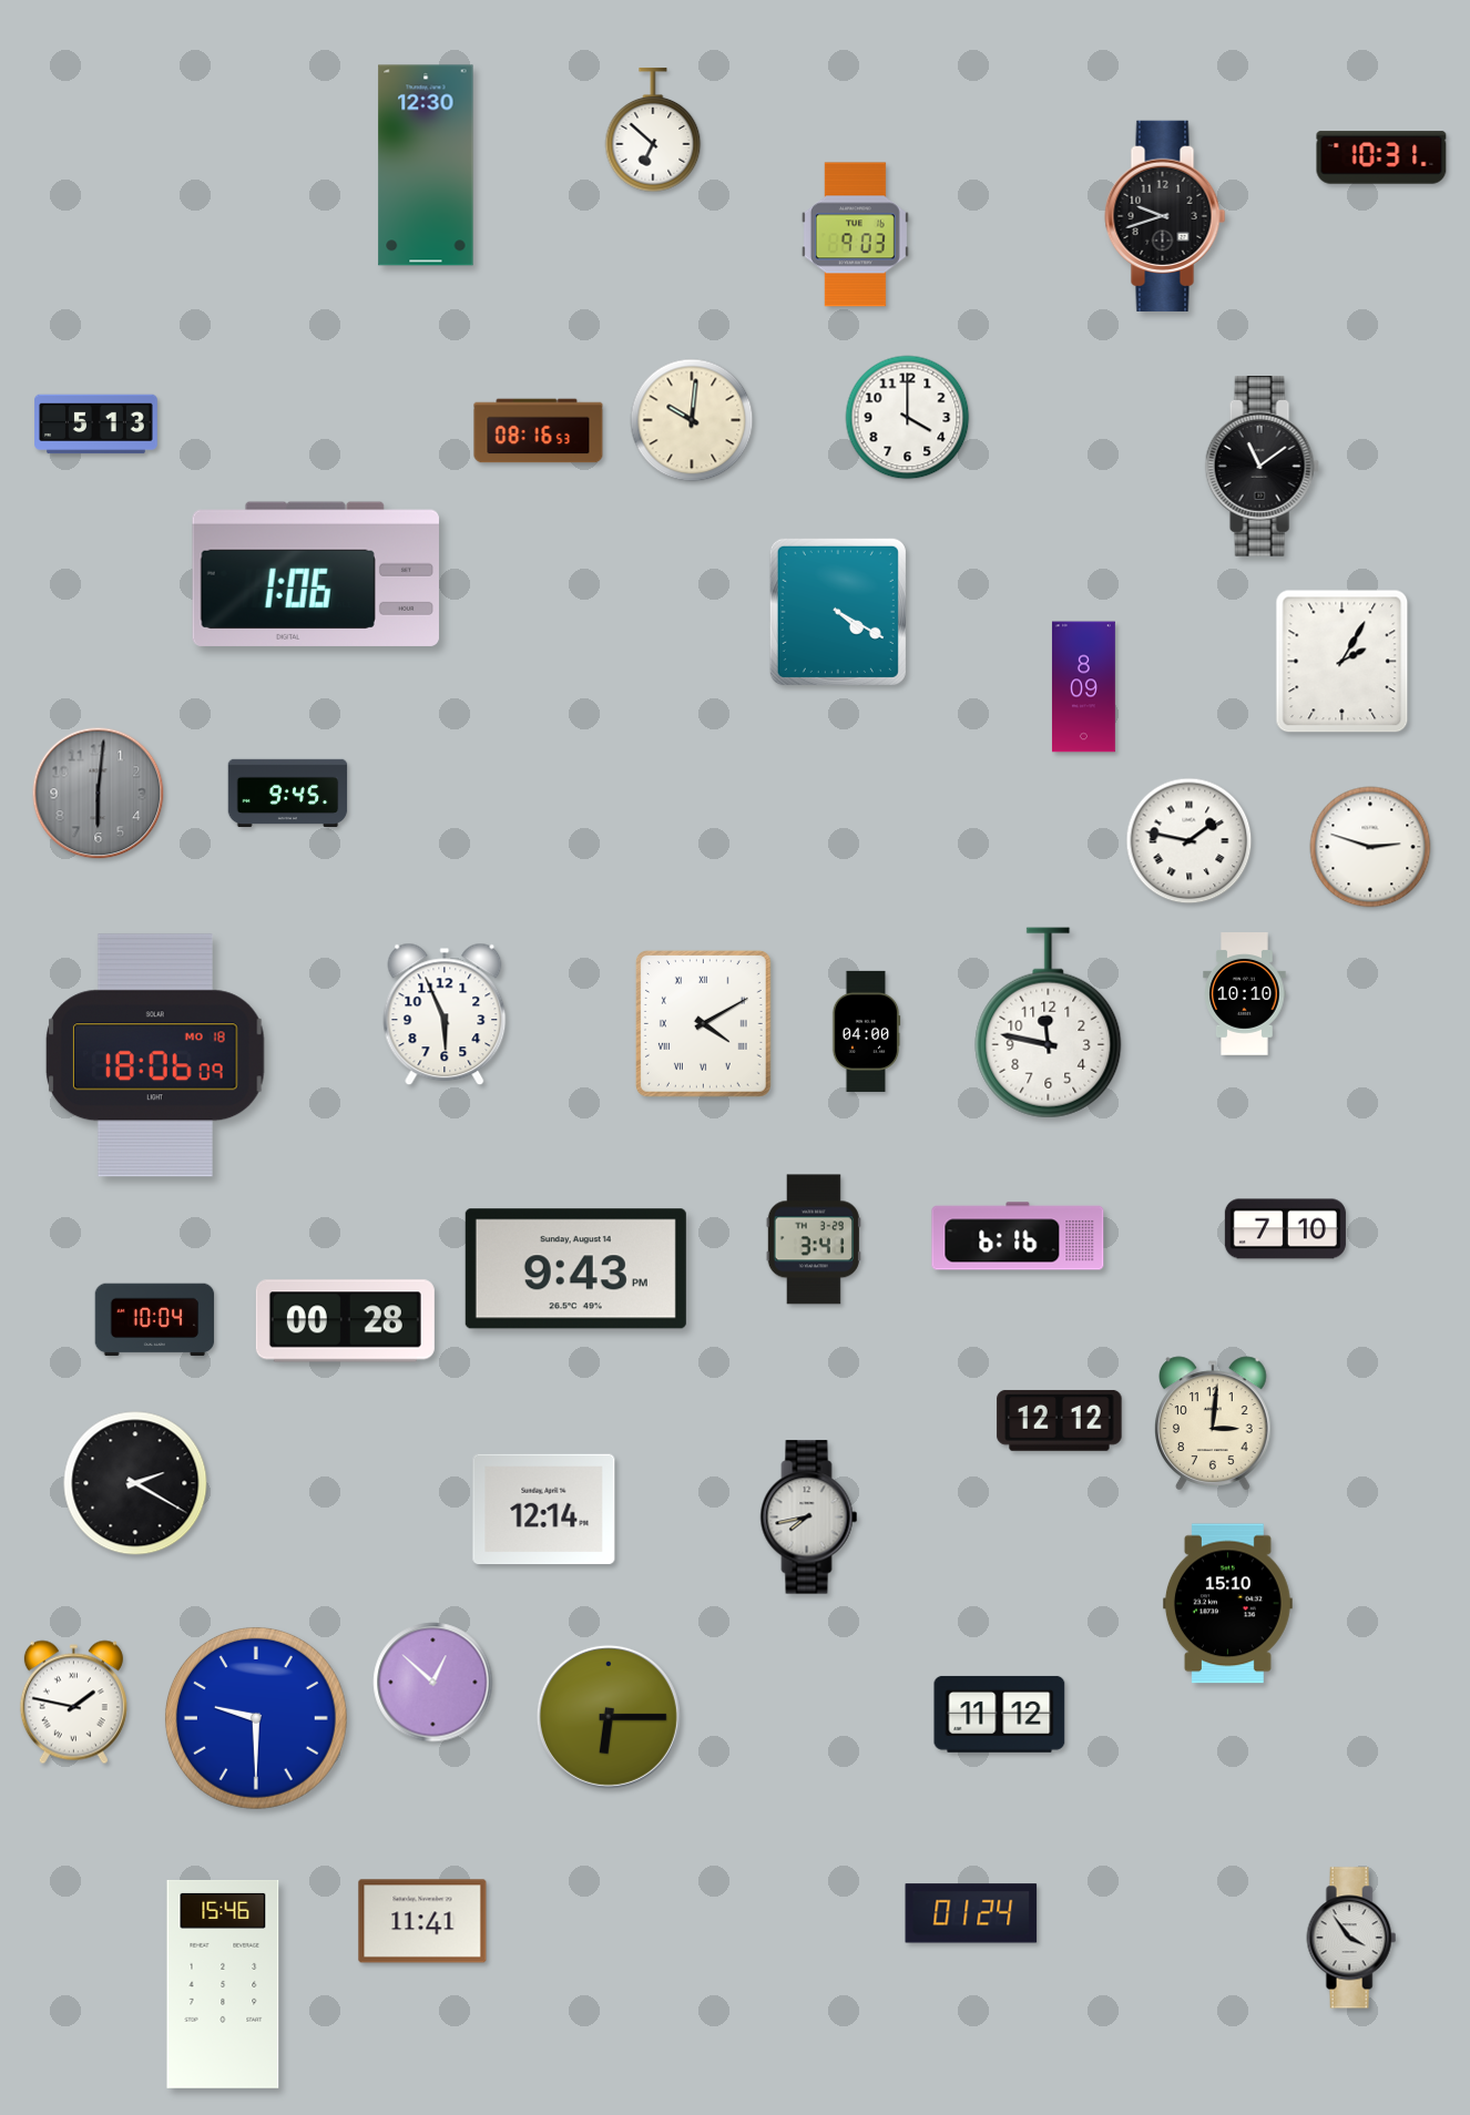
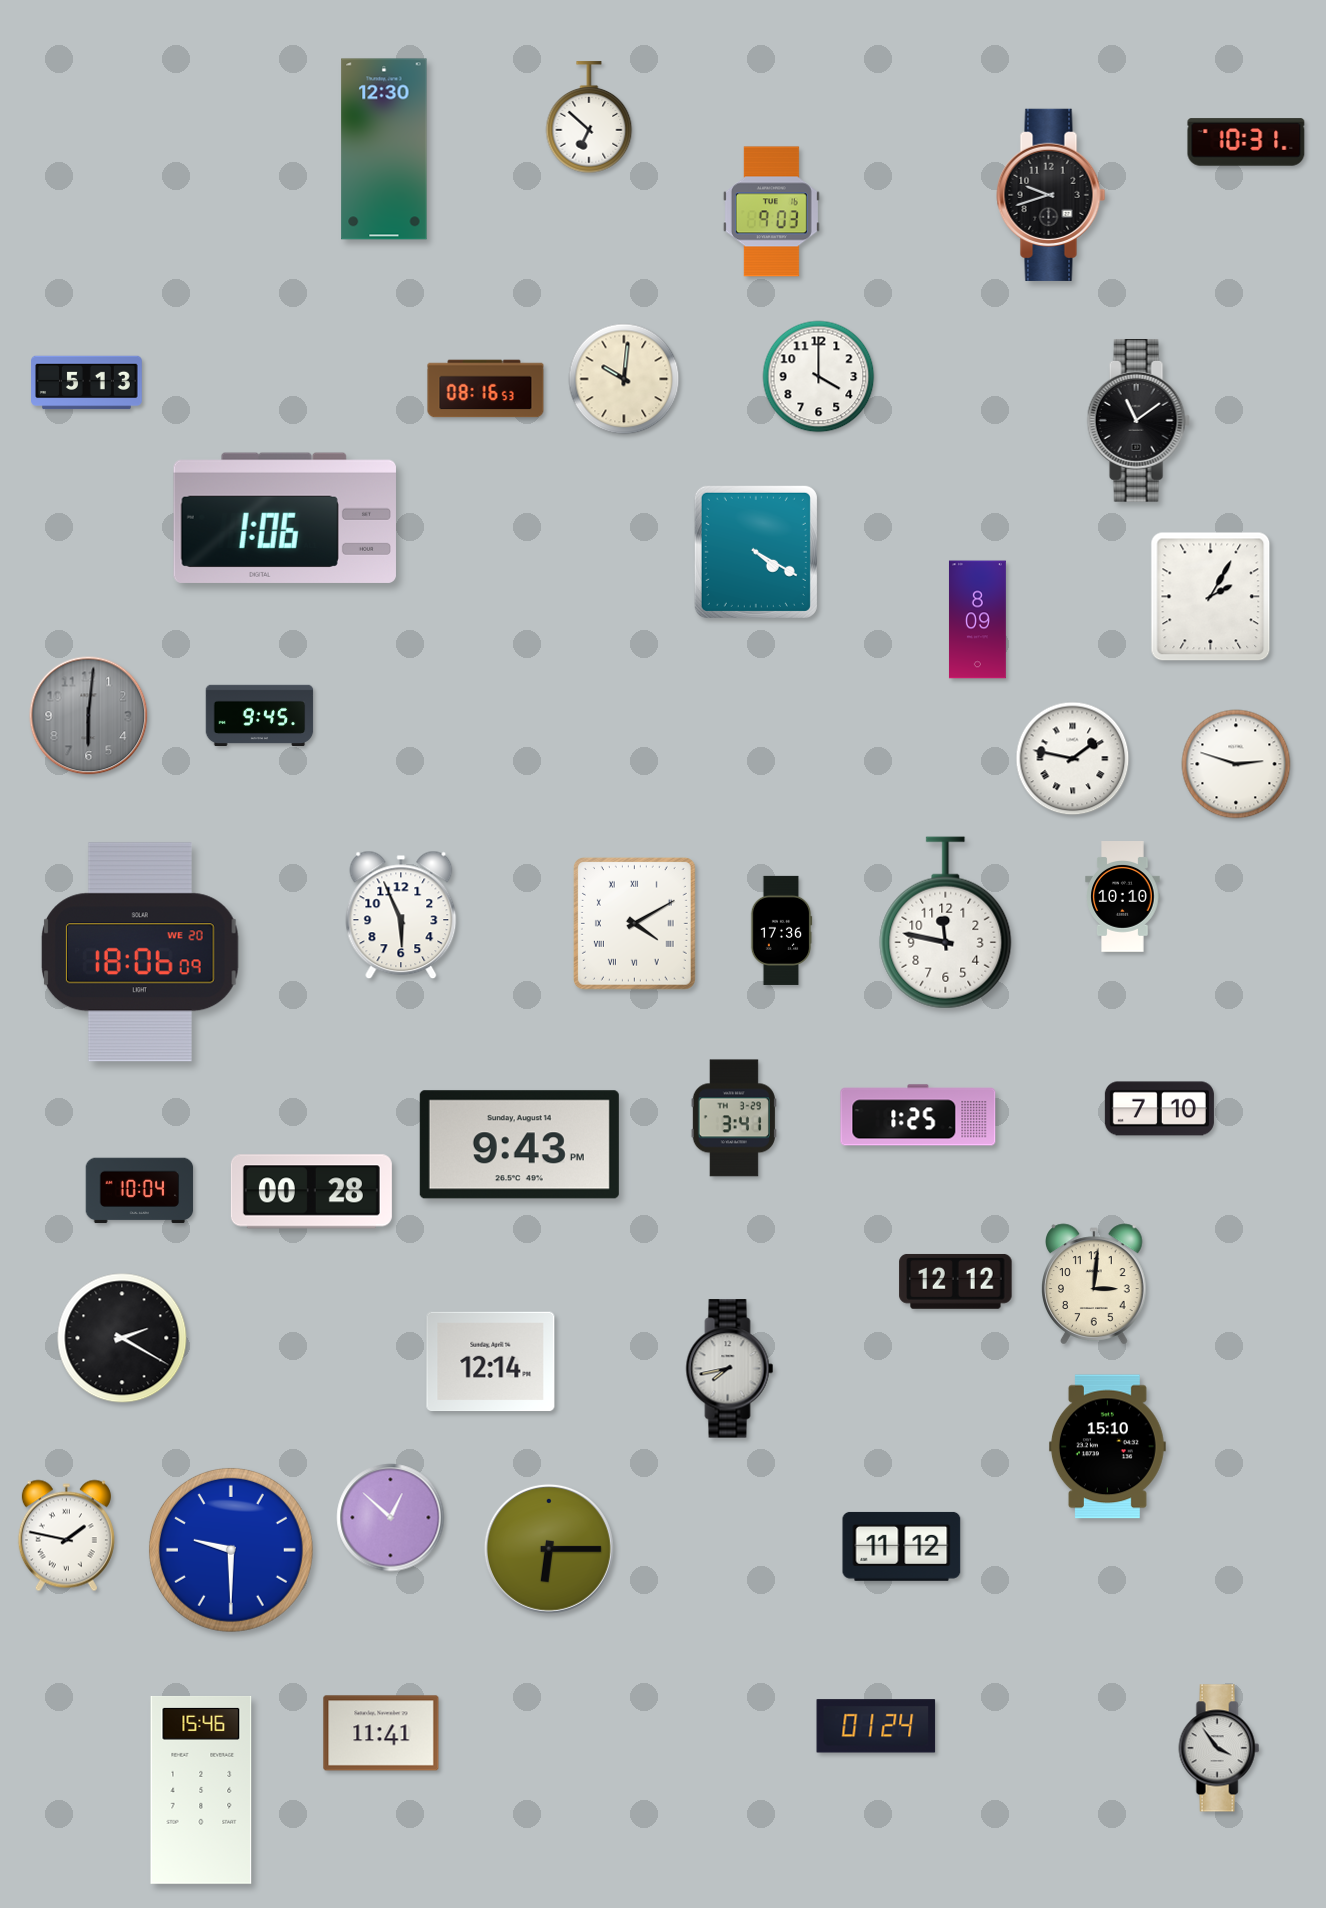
clock at (866, 1031): 04:00 -> 17:36
clock at (155, 1055) date: MO 18 -> WE 20
clock at (1018, 1236): 6:16 -> 1:25
